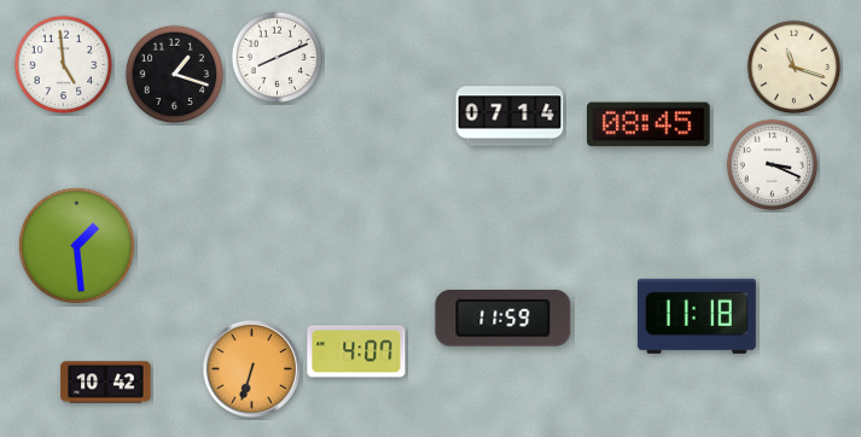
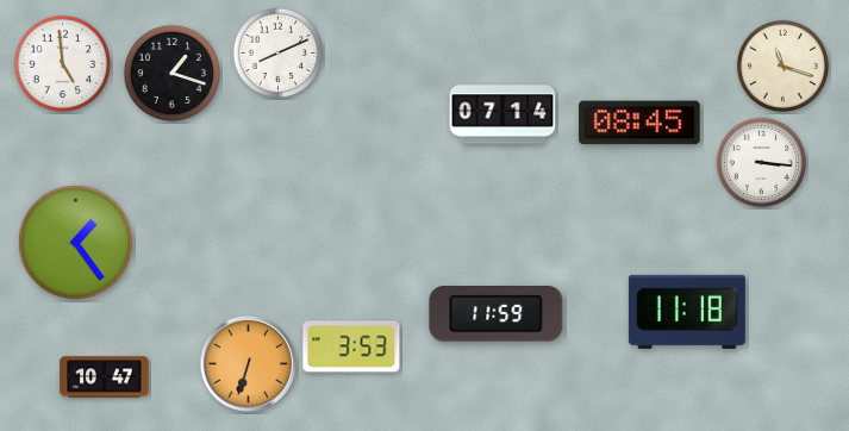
clock at (278, 58) position: (278, 58) -> (279, 54)
clock at (773, 165): 3:19 -> 3:16
clock at (76, 245): 1:29 -> 1:24
clock at (356, 351): 4:07 -> 3:53
clock at (106, 383): 10:42 -> 10:47
